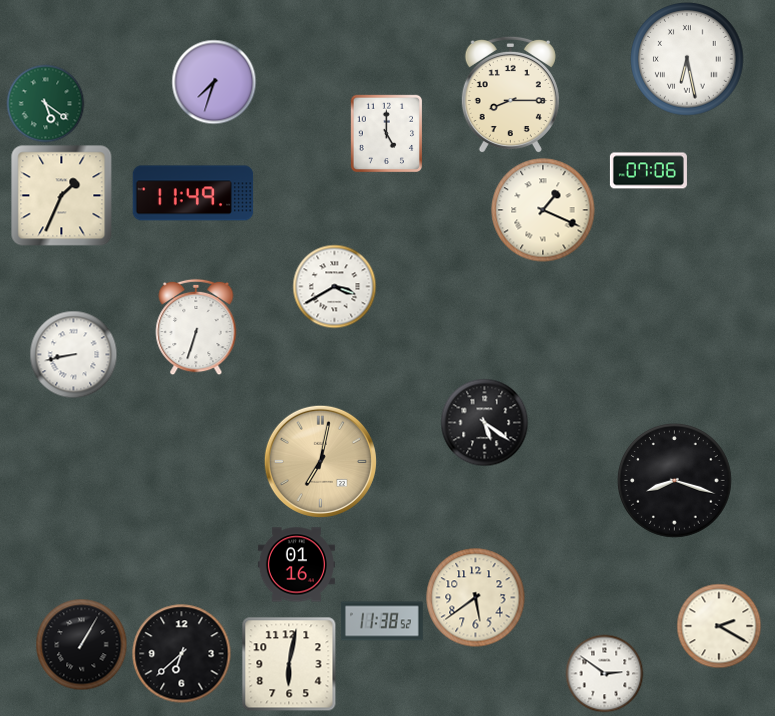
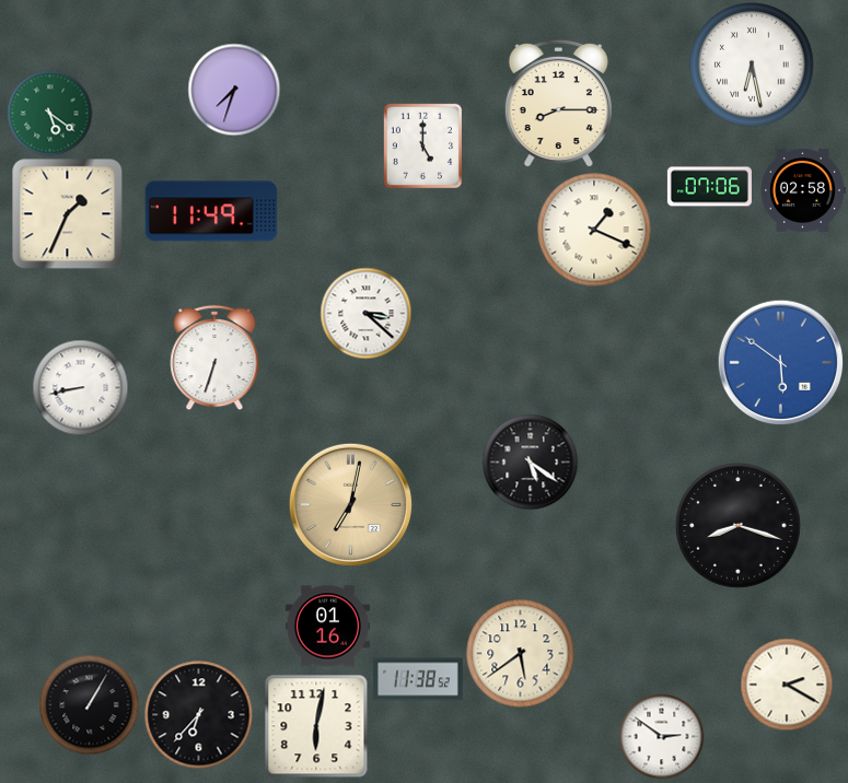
clock at (803, 190): none -> 02:58
clock at (334, 286): 3:40 -> 3:22
clock at (780, 362): none -> 5:51
clock at (296, 565) position: (296, 565) -> (327, 627)
clock at (182, 654): 6:38 -> 6:37
